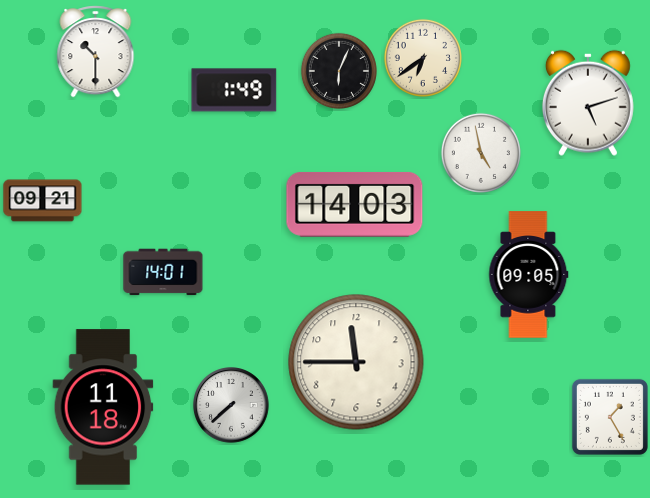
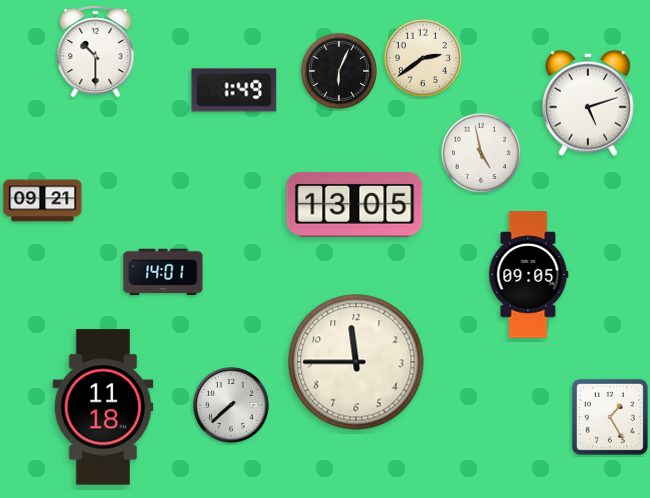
clock at (423, 58): 6:39 -> 2:39
clock at (355, 204): 14:03 -> 13:05
